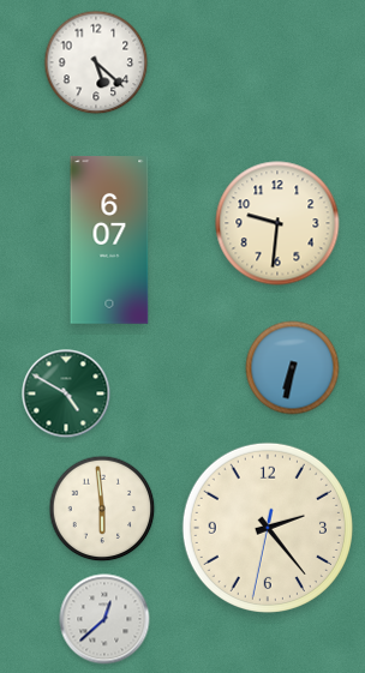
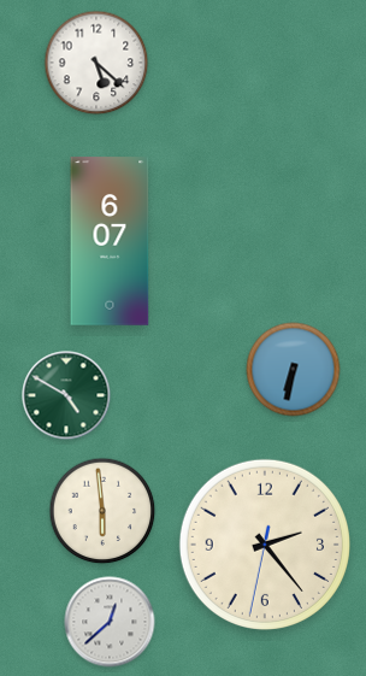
clock at (277, 223): 9:31 -> none
clock at (268, 528) position: (268, 528) -> (265, 545)
clock at (104, 619) position: (104, 619) -> (110, 622)
